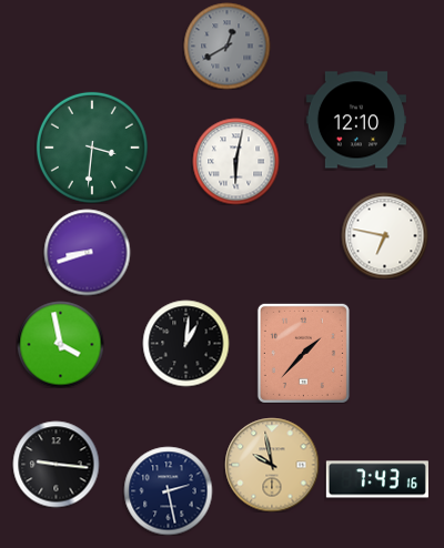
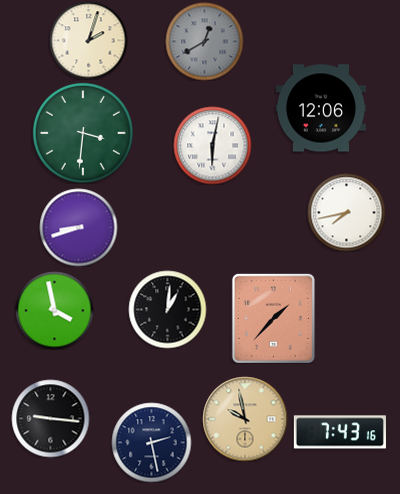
clock at (88, 40): none -> 2:03
clock at (356, 120): 12:10 -> 12:06
clock at (384, 235): 6:47 -> 7:43
